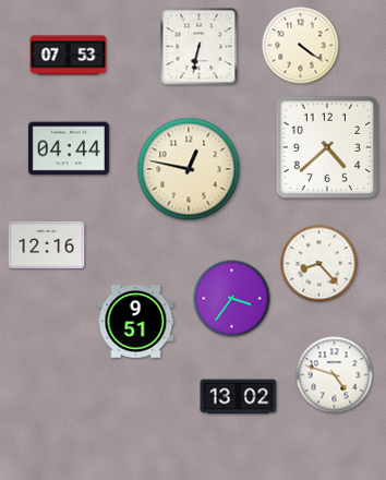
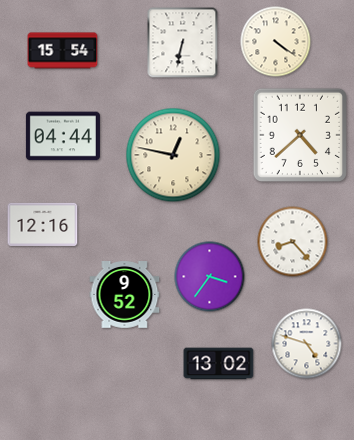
clock at (69, 56): 07:53 -> 15:54
clock at (232, 299) position: (232, 299) -> (210, 277)
clock at (136, 322): 9:51 -> 9:52
